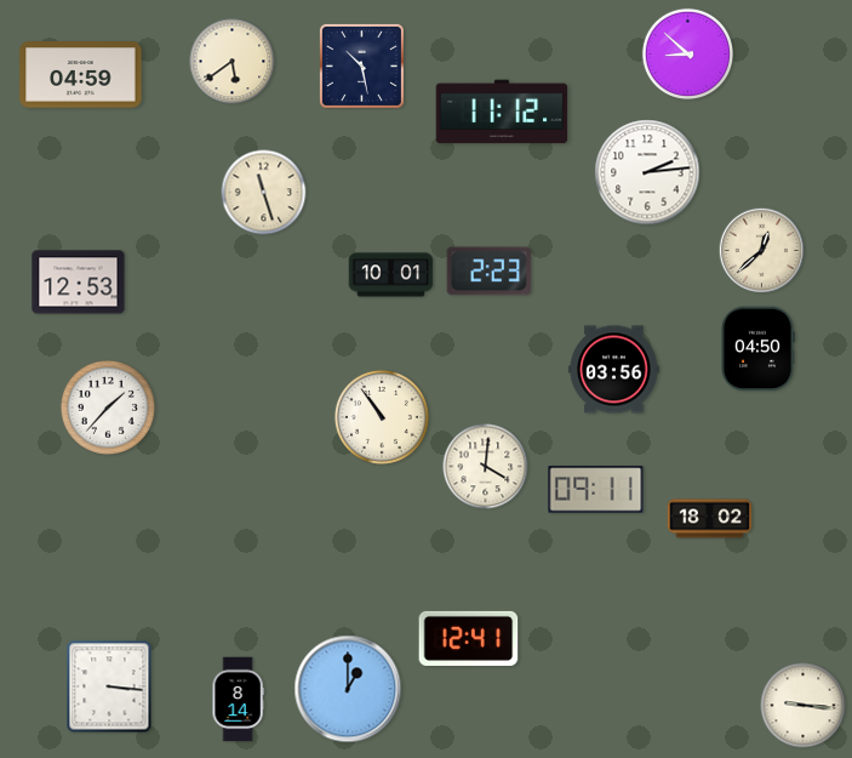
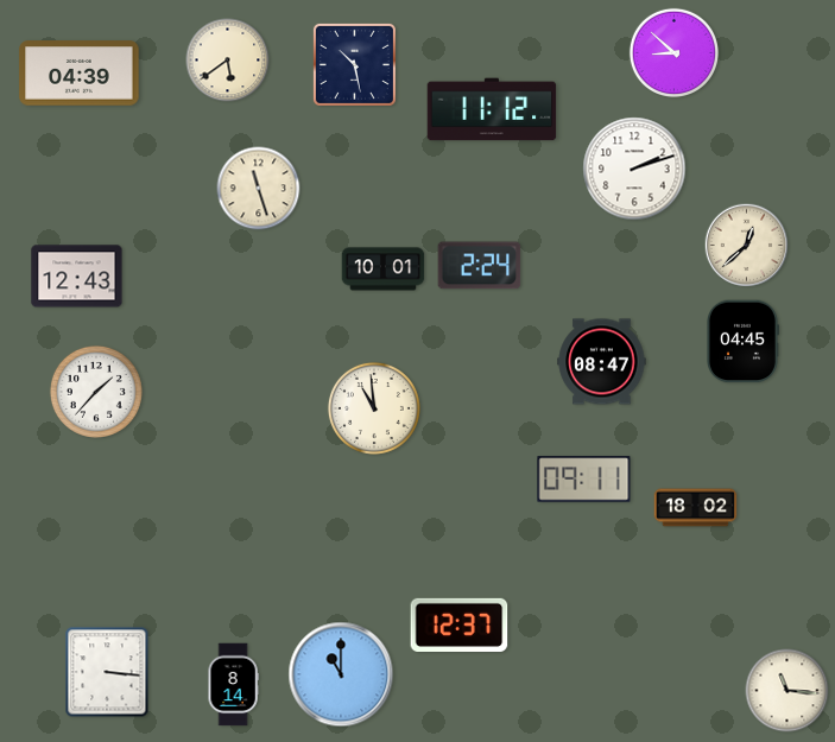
clock at (81, 75): 04:59 -> 04:39
clock at (647, 172): 2:14 -> 2:12
clock at (490, 272): 2:23 -> 2:24
clock at (79, 283): 12:53 -> 12:43
clock at (759, 349): 04:50 -> 04:45
clock at (614, 370): 03:56 -> 08:47
clock at (108, 408) position: (108, 408) -> (96, 392)
clock at (382, 417): 10:54 -> 10:59
clock at (486, 467): 4:01 -> none
clock at (469, 638): 12:41 -> 12:37
clock at (348, 689): 1:00 -> 11:00
clock at (804, 706): 9:16 -> 11:16
